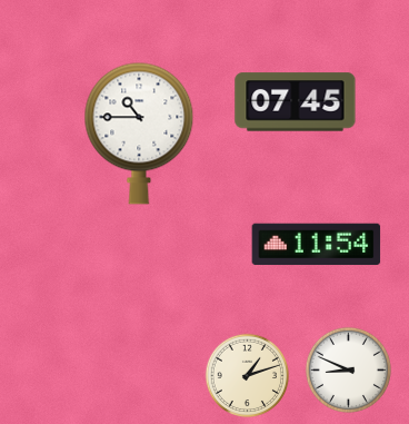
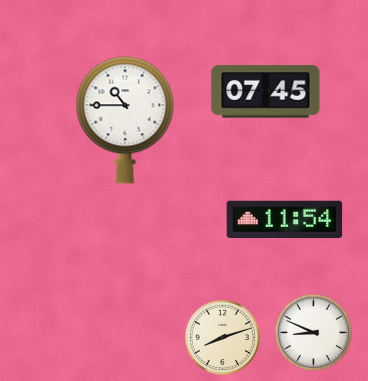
clock at (248, 376): 1:12 -> 8:12
